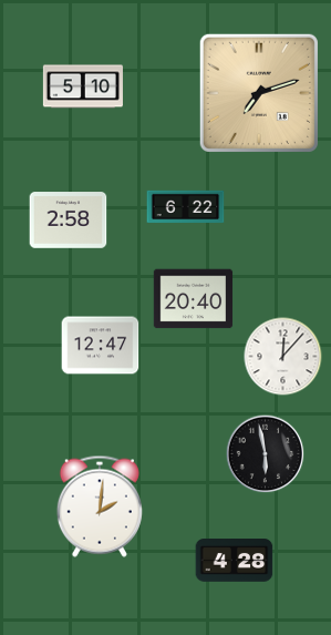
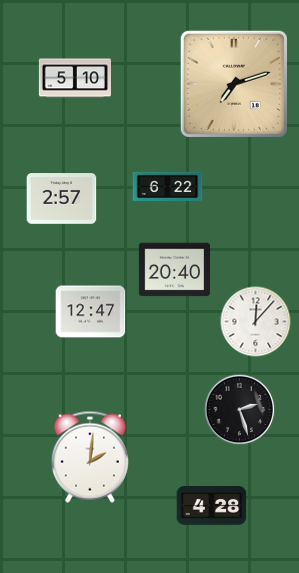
clock at (69, 221): 2:58 -> 2:57
clock at (266, 454): 5:58 -> 2:27
